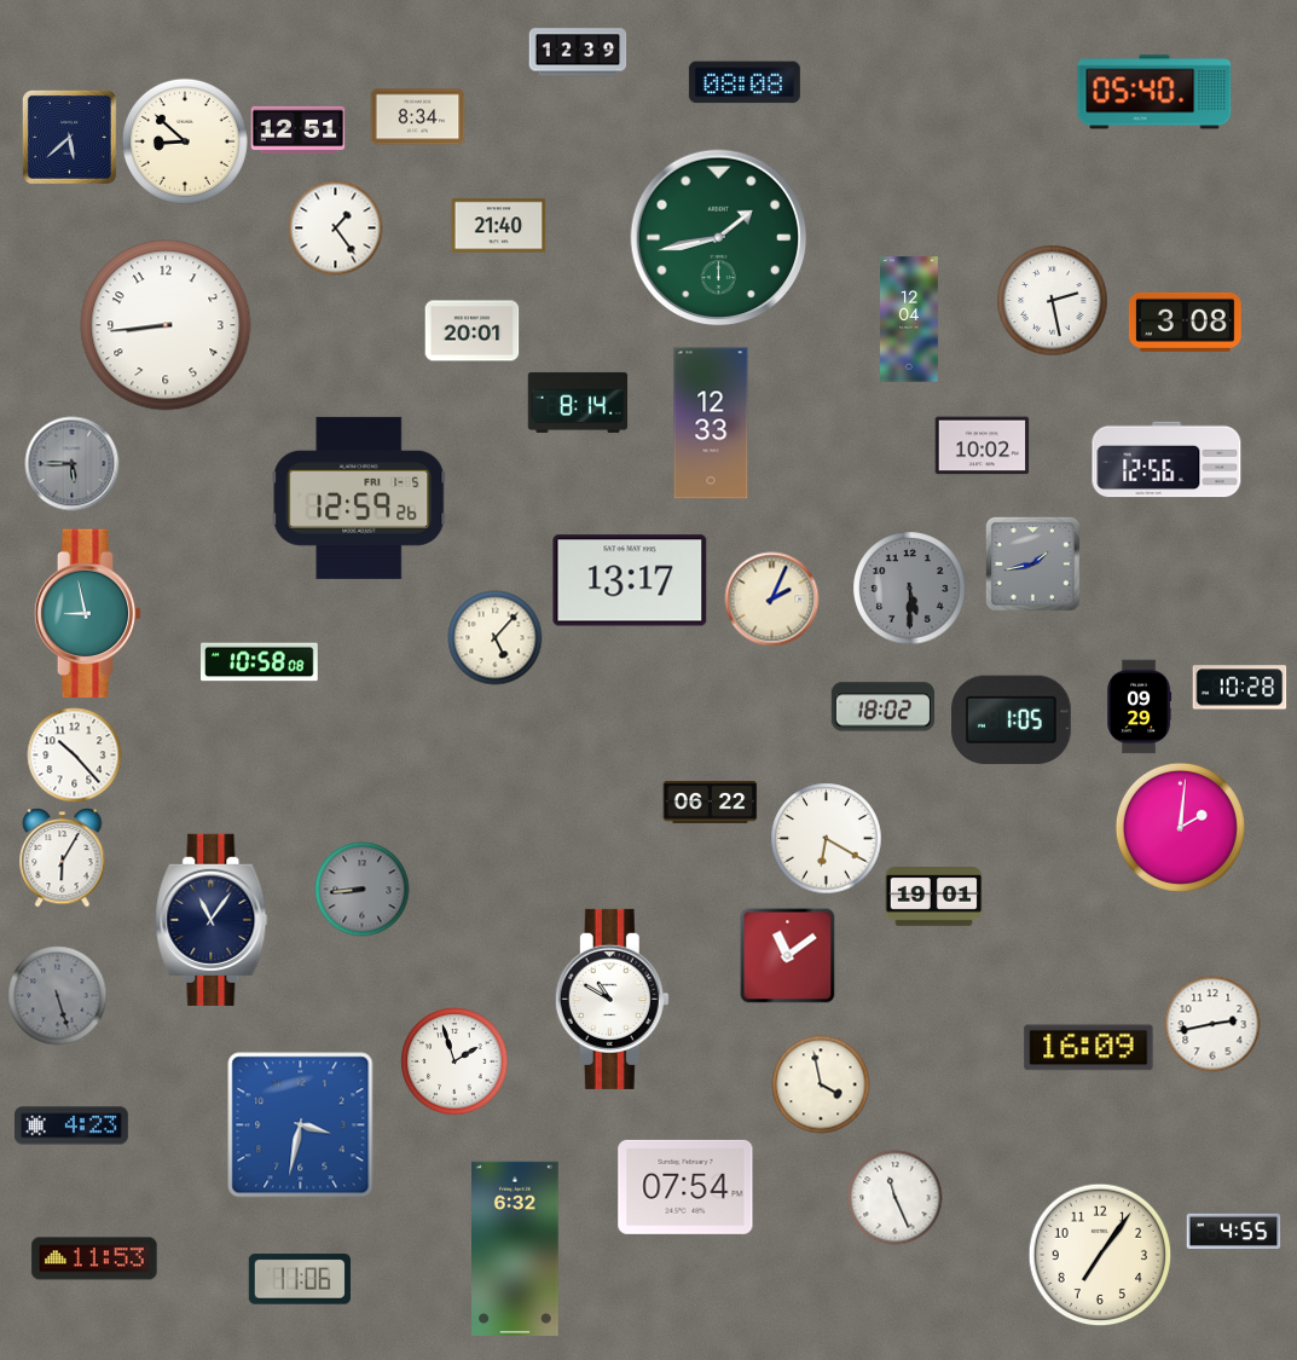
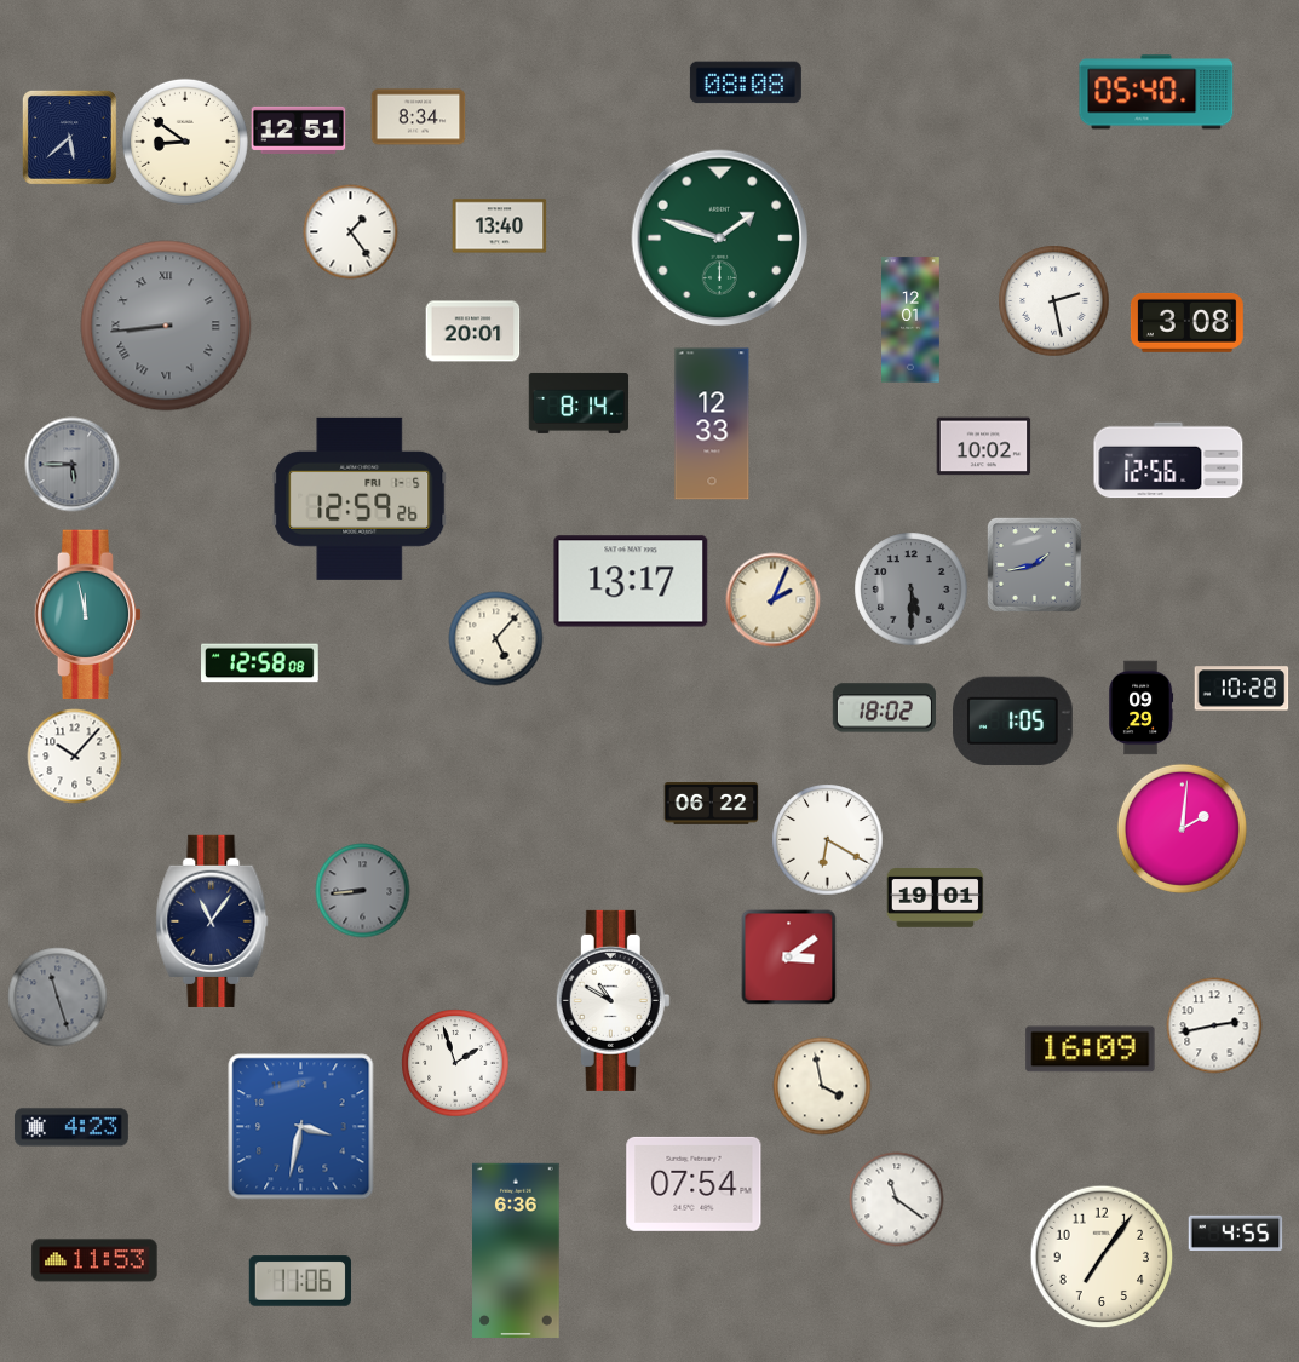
clock at (578, 52): 12:39 -> none
clock at (185, 141): 8:52 -> 8:51
clock at (498, 226): 21:40 -> 13:40
clock at (335, 227) position: (335, 227) -> (350, 231)
clock at (719, 238): 1:43 -> 1:48
clock at (910, 319): 12:04 -> 12:01
clock at (166, 325) dial: white -> grey
clock at (166, 325) numerals: Arabic -> Roman
clock at (88, 614): 8:58 -> 11:58
clock at (260, 662): 10:58 -> 12:58
clock at (74, 754): 10:23 -> 10:07
clock at (63, 858): 6:05 -> none
clock at (787, 955): 11:09 -> 3:09
clock at (57, 995): 5:27 -> 11:27
clock at (685, 1187) position: (685, 1187) -> (694, 1184)
clock at (894, 1197): 11:26 -> 11:21
clock at (515, 1249): 6:32 -> 6:36
